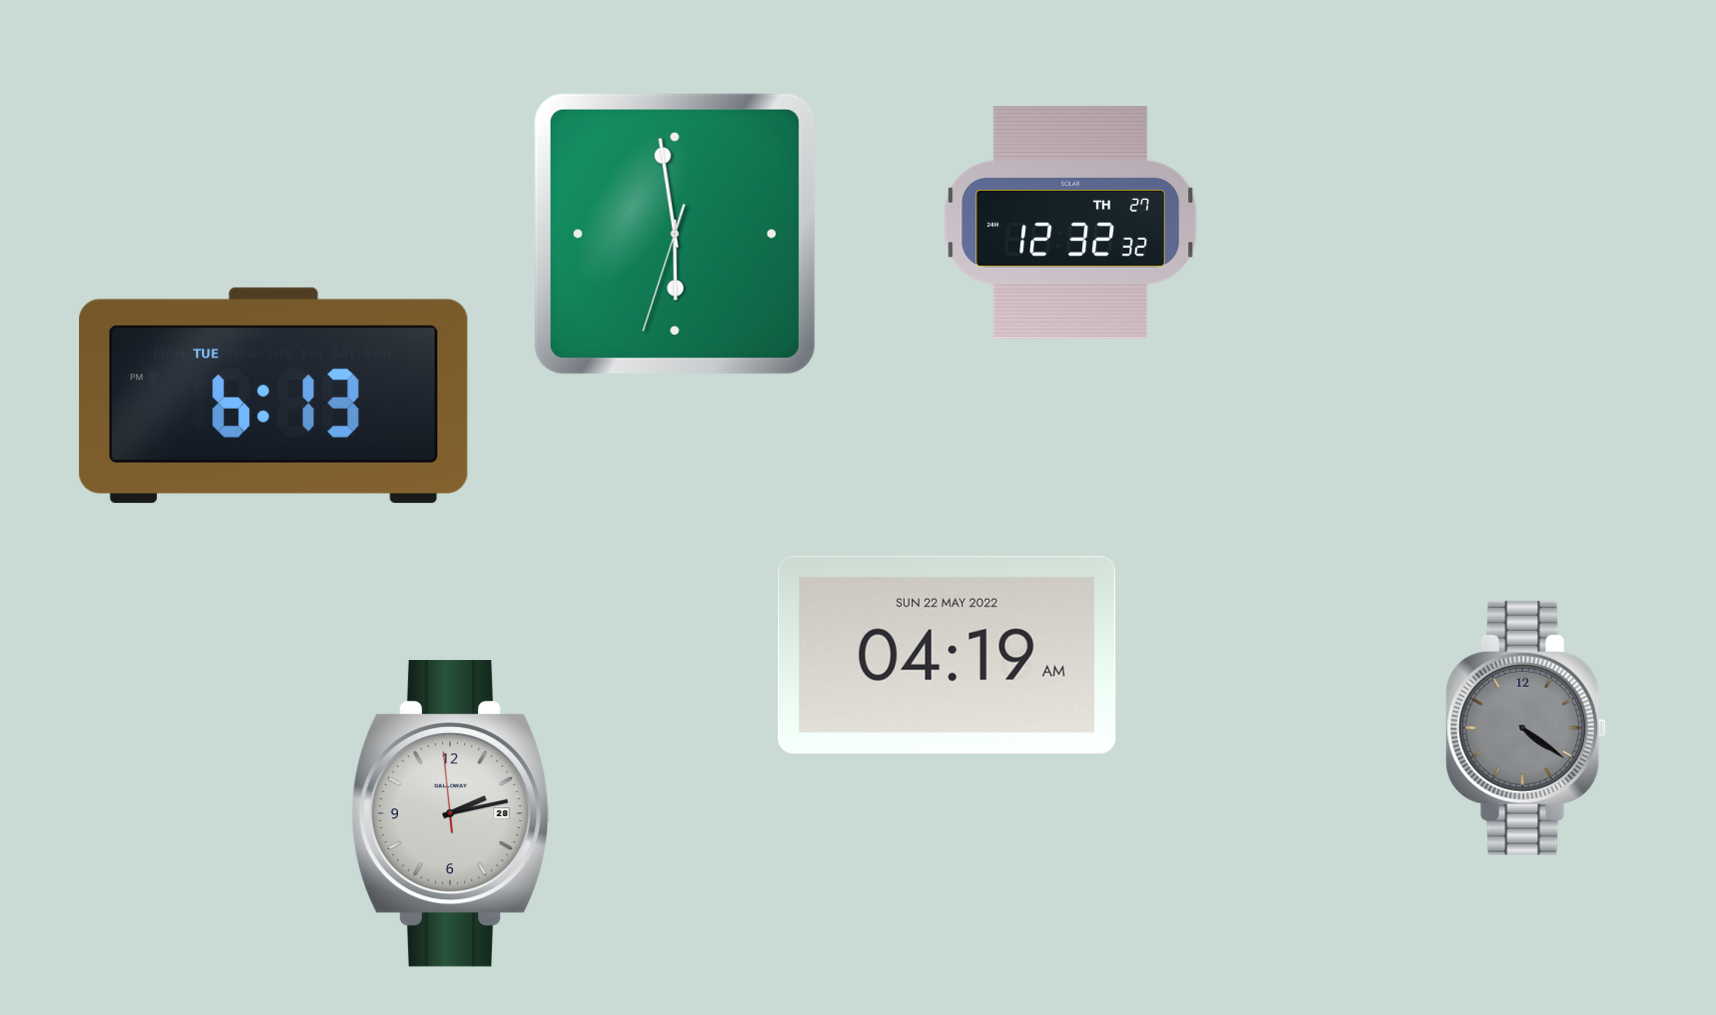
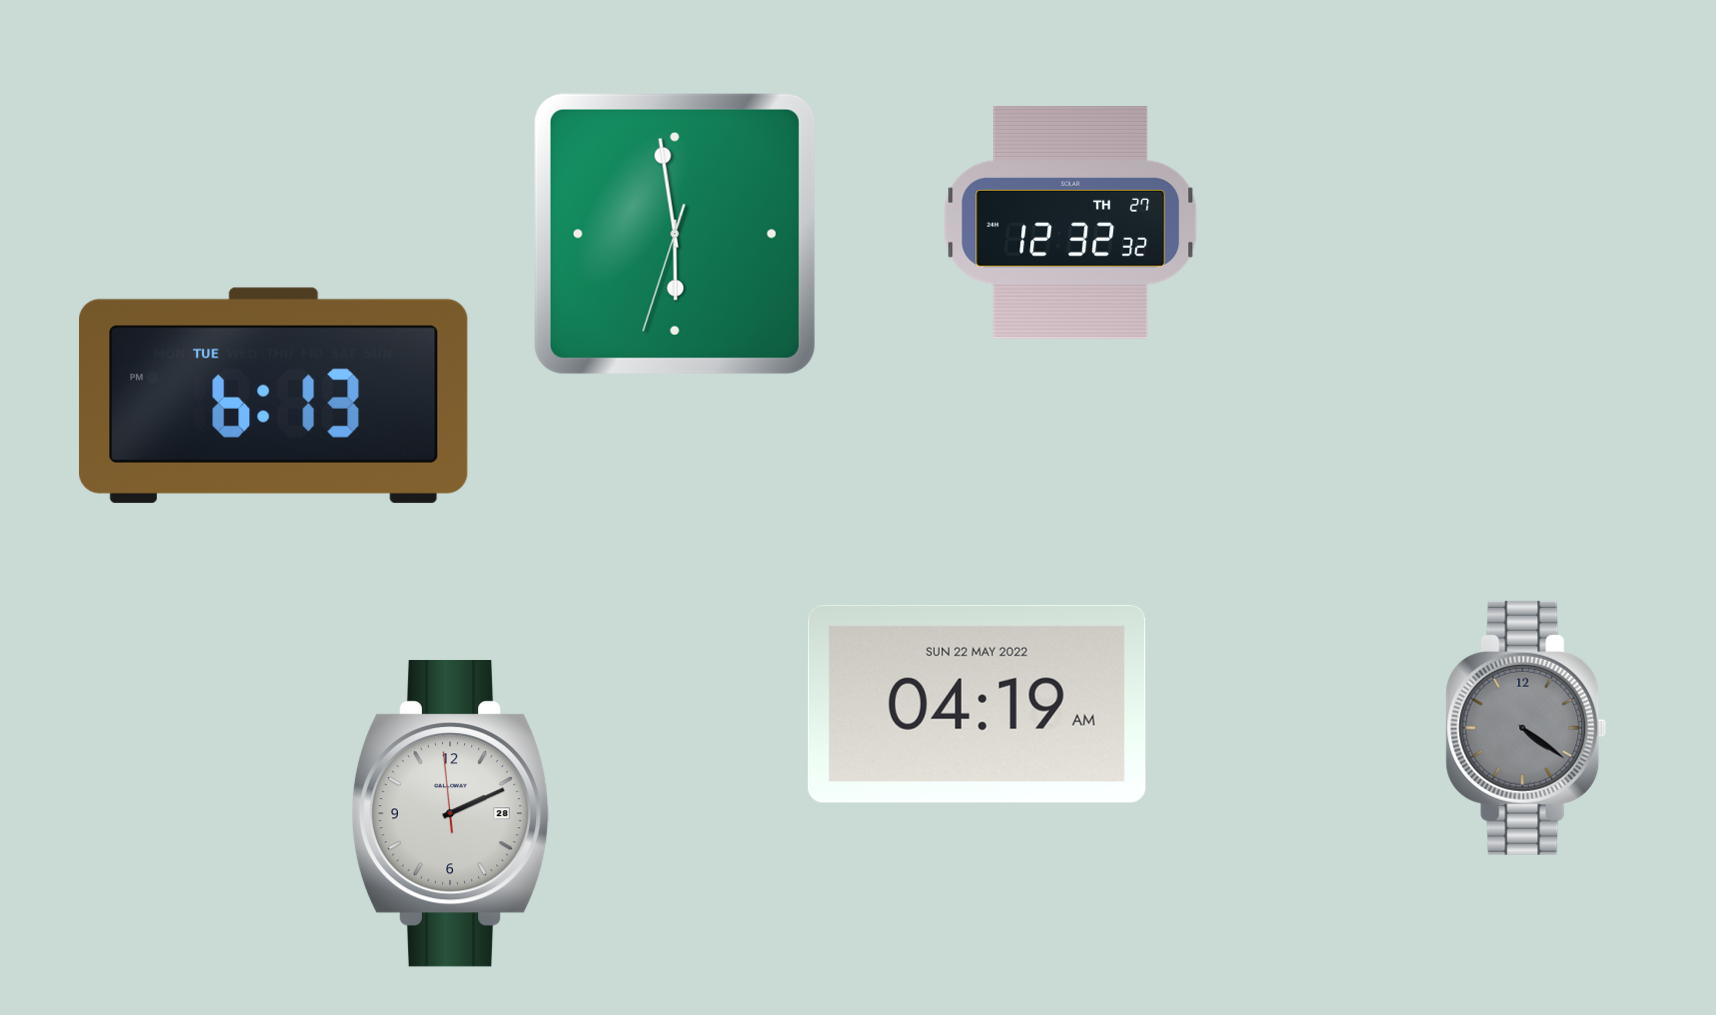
clock at (947, 655) position: (947, 655) -> (977, 704)
clock at (451, 813): 2:12 -> 2:10
